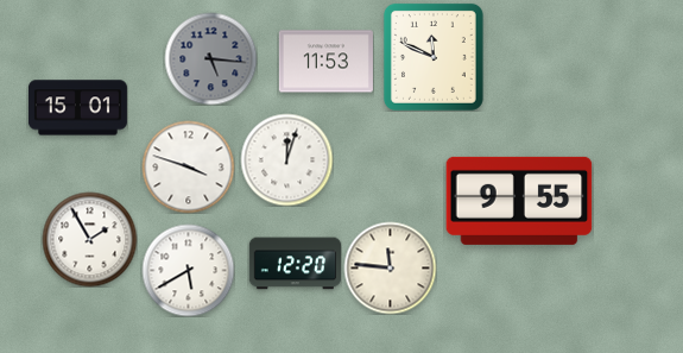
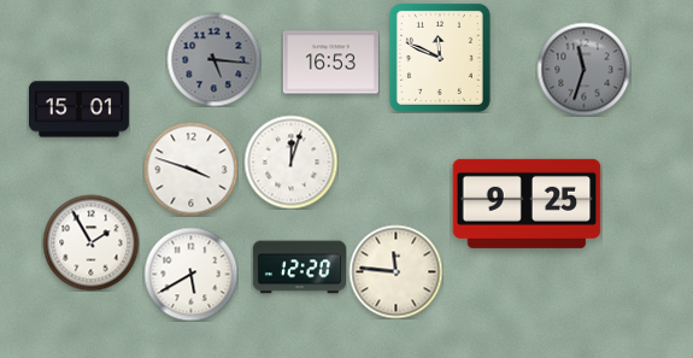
clock at (325, 62): 11:53 -> 16:53
clock at (583, 69): none -> 11:33
clock at (519, 201): 9:55 -> 9:25
